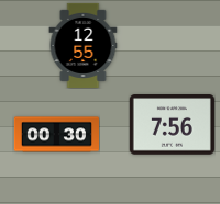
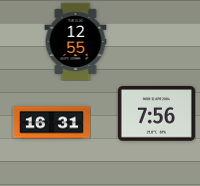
clock at (56, 135): 00:30 -> 16:31
